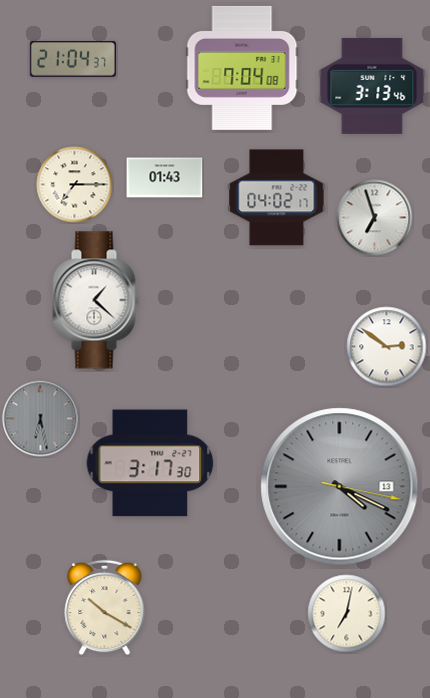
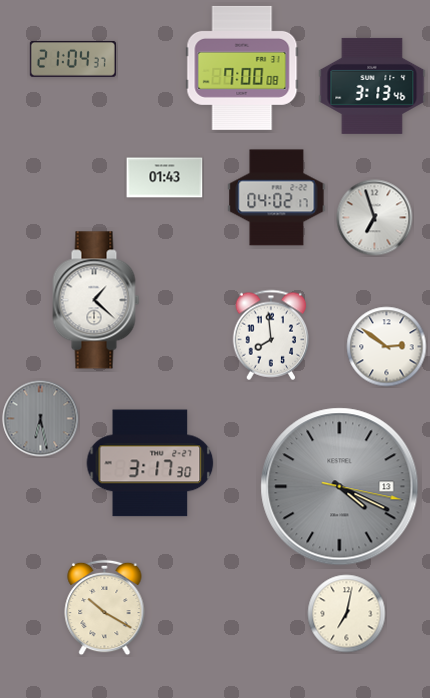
clock at (242, 68): 7:04 -> 7:00
clock at (75, 185): 7:15 -> none
clock at (271, 335): none -> 7:59
